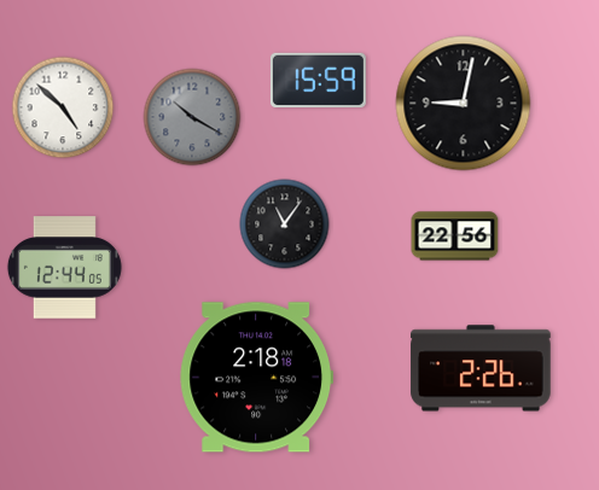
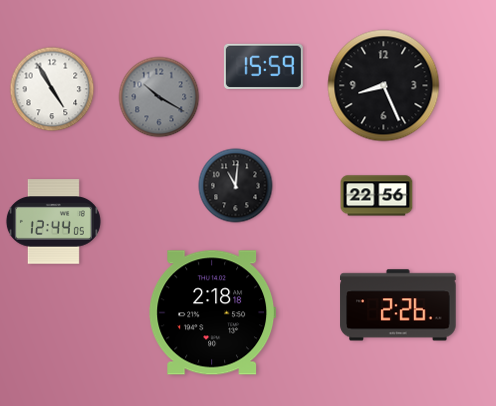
clock at (464, 104): 9:02 -> 8:26
clock at (63, 107): 4:52 -> 4:55
clock at (285, 224): 11:06 -> 11:01
